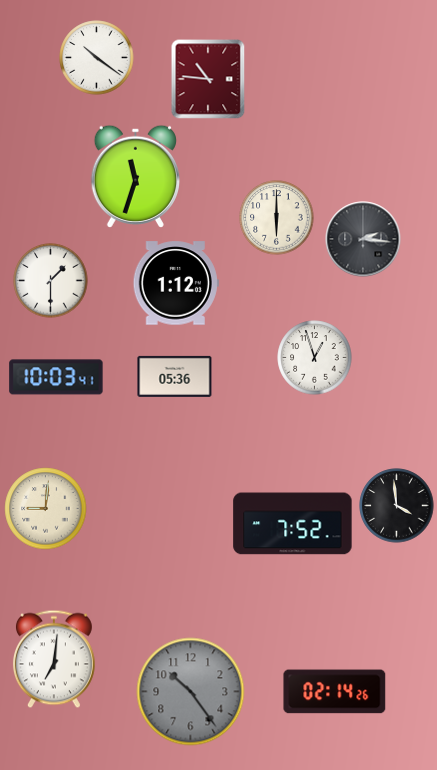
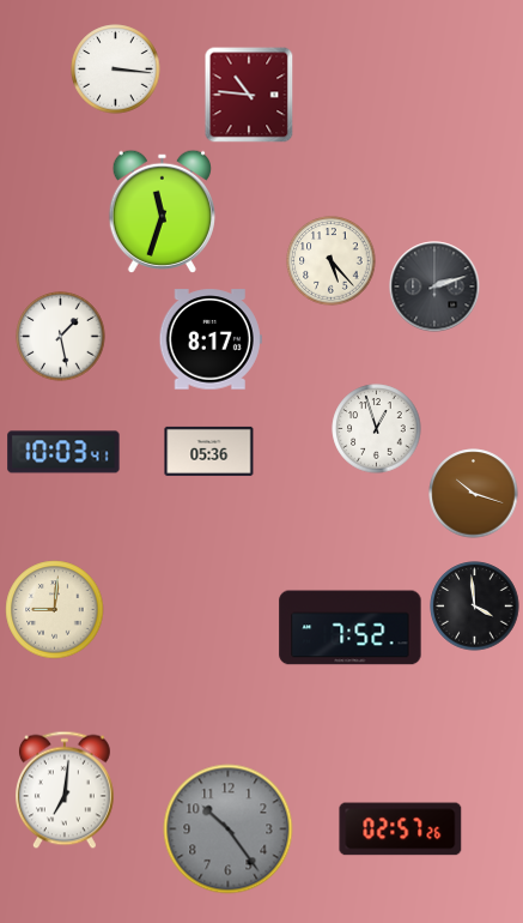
clock at (97, 58): 10:21 -> 3:16
clock at (277, 218): 6:00 -> 5:23
clock at (363, 239): 2:16 -> 2:12
clock at (51, 281): 1:30 -> 1:28
clock at (176, 283): 1:12 -> 8:17
clock at (56, 377) position: (56, 377) -> (63, 452)
clock at (474, 494): none -> 10:18
clock at (335, 692): 02:14 -> 02:57
